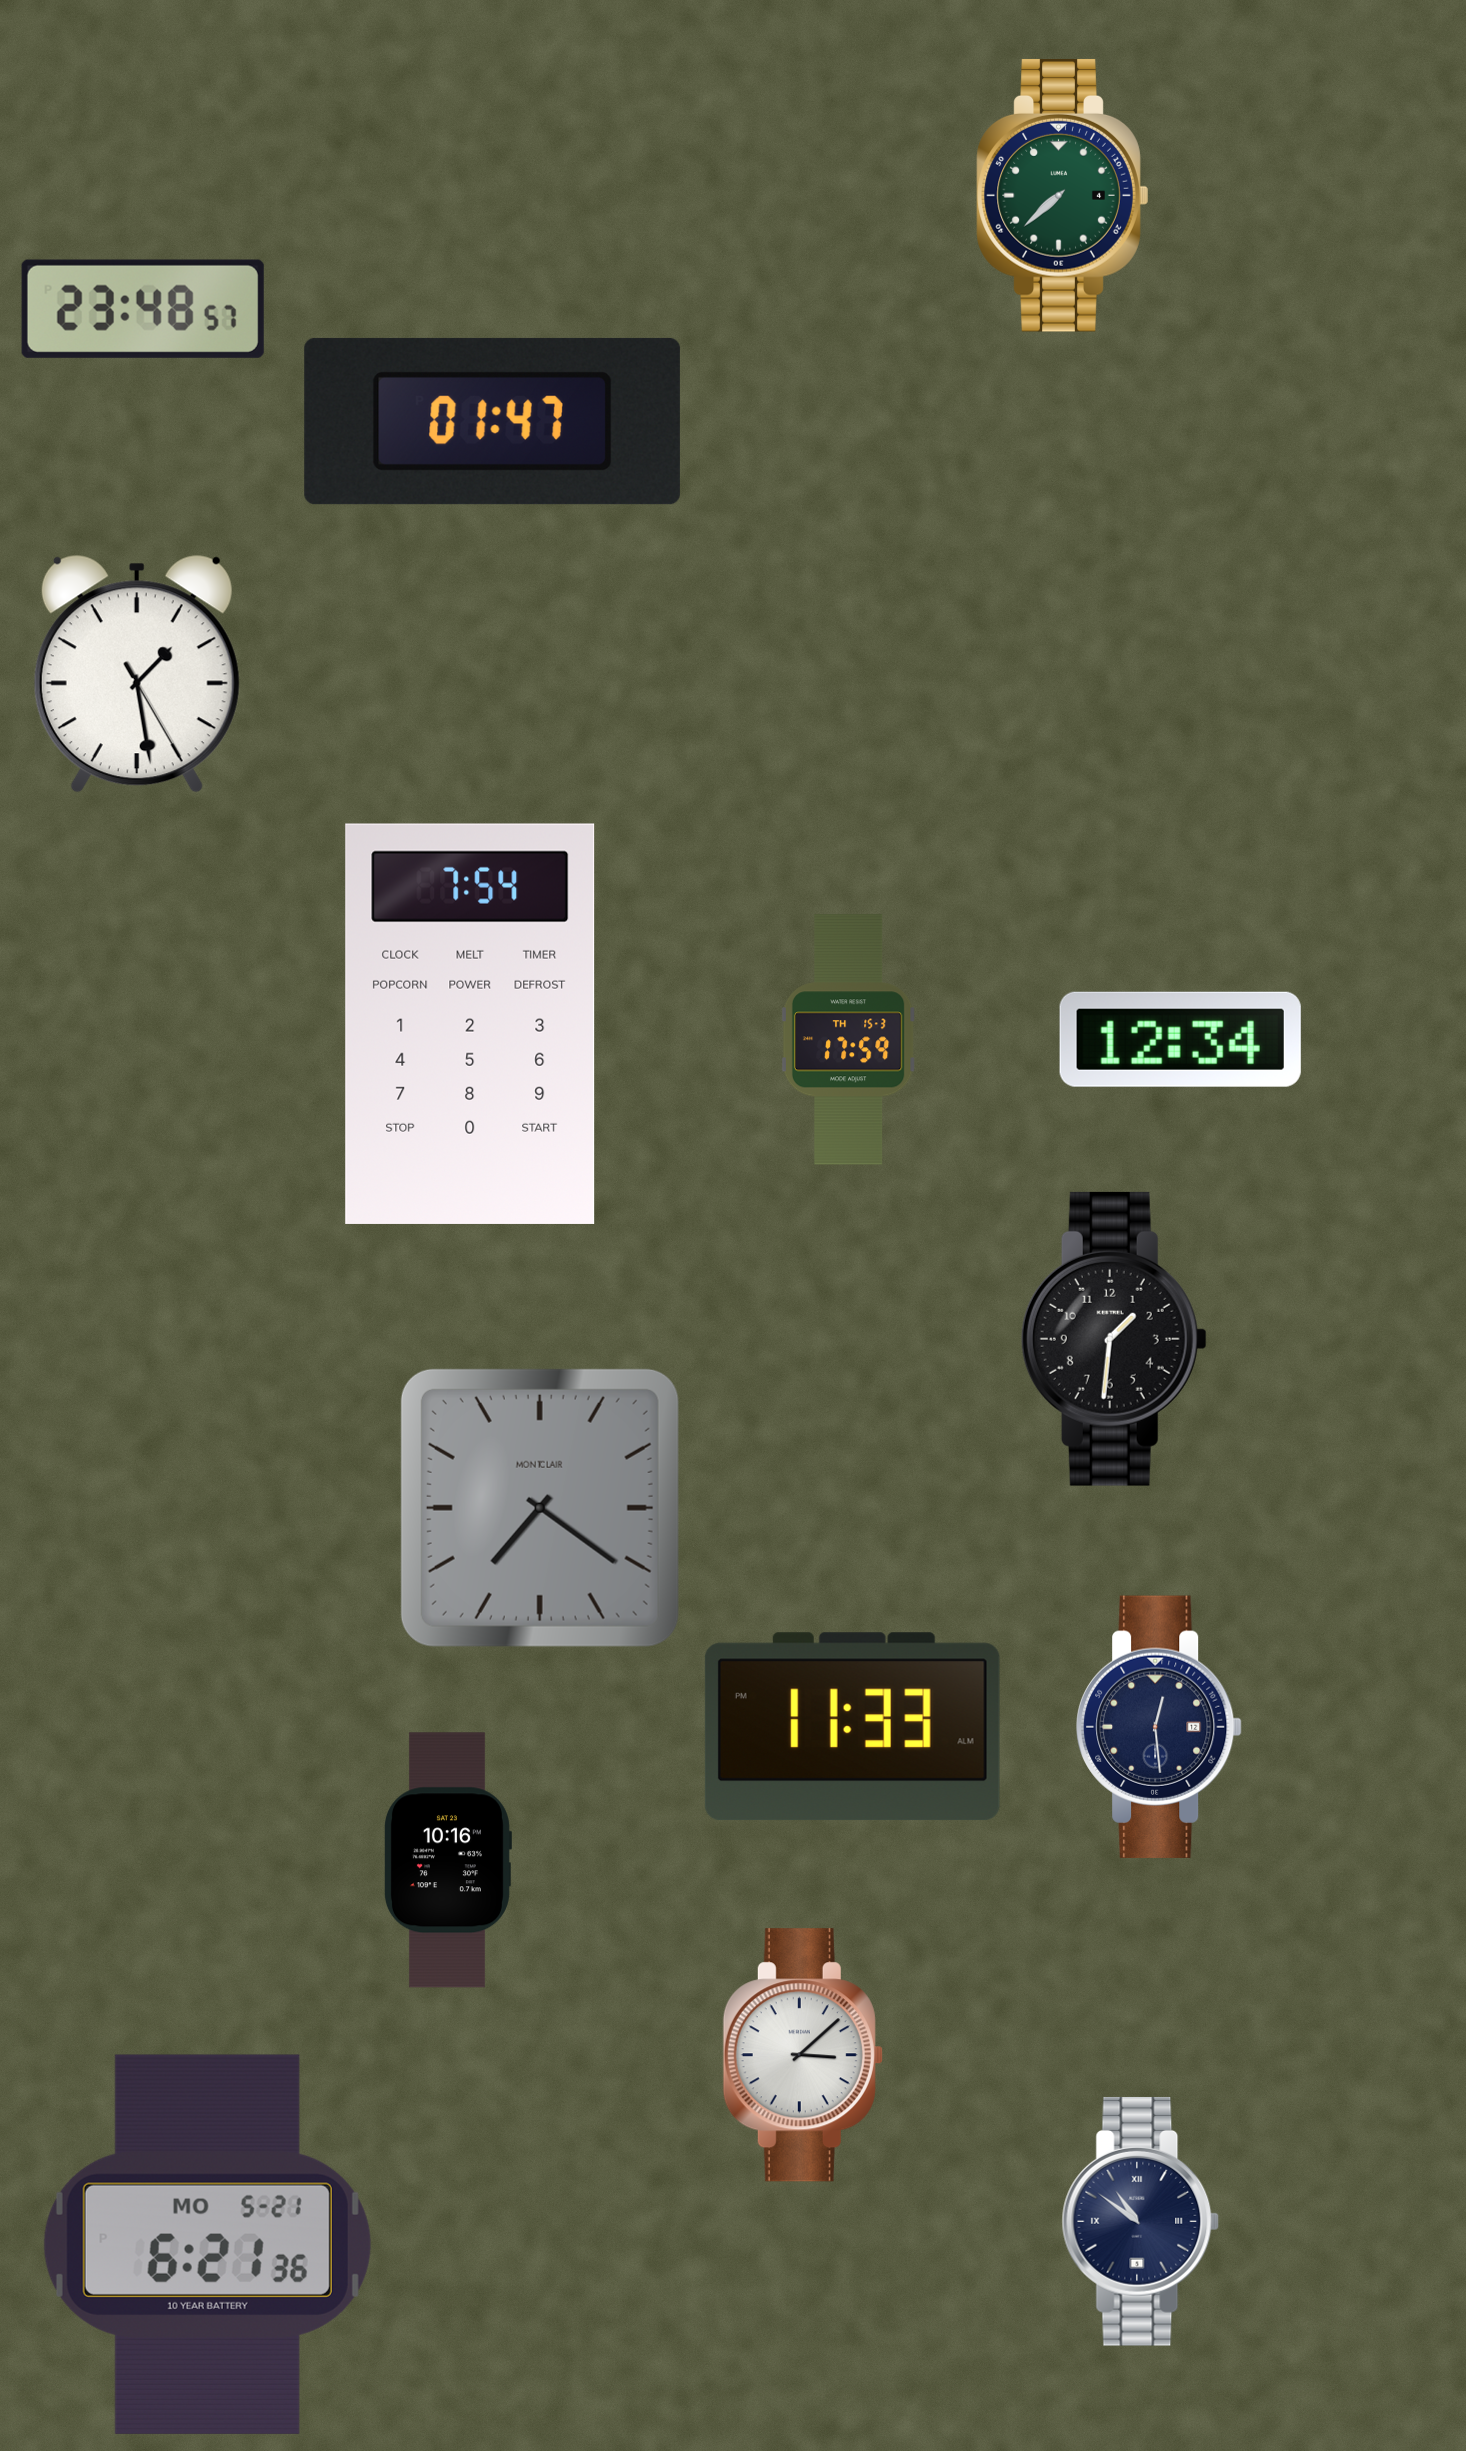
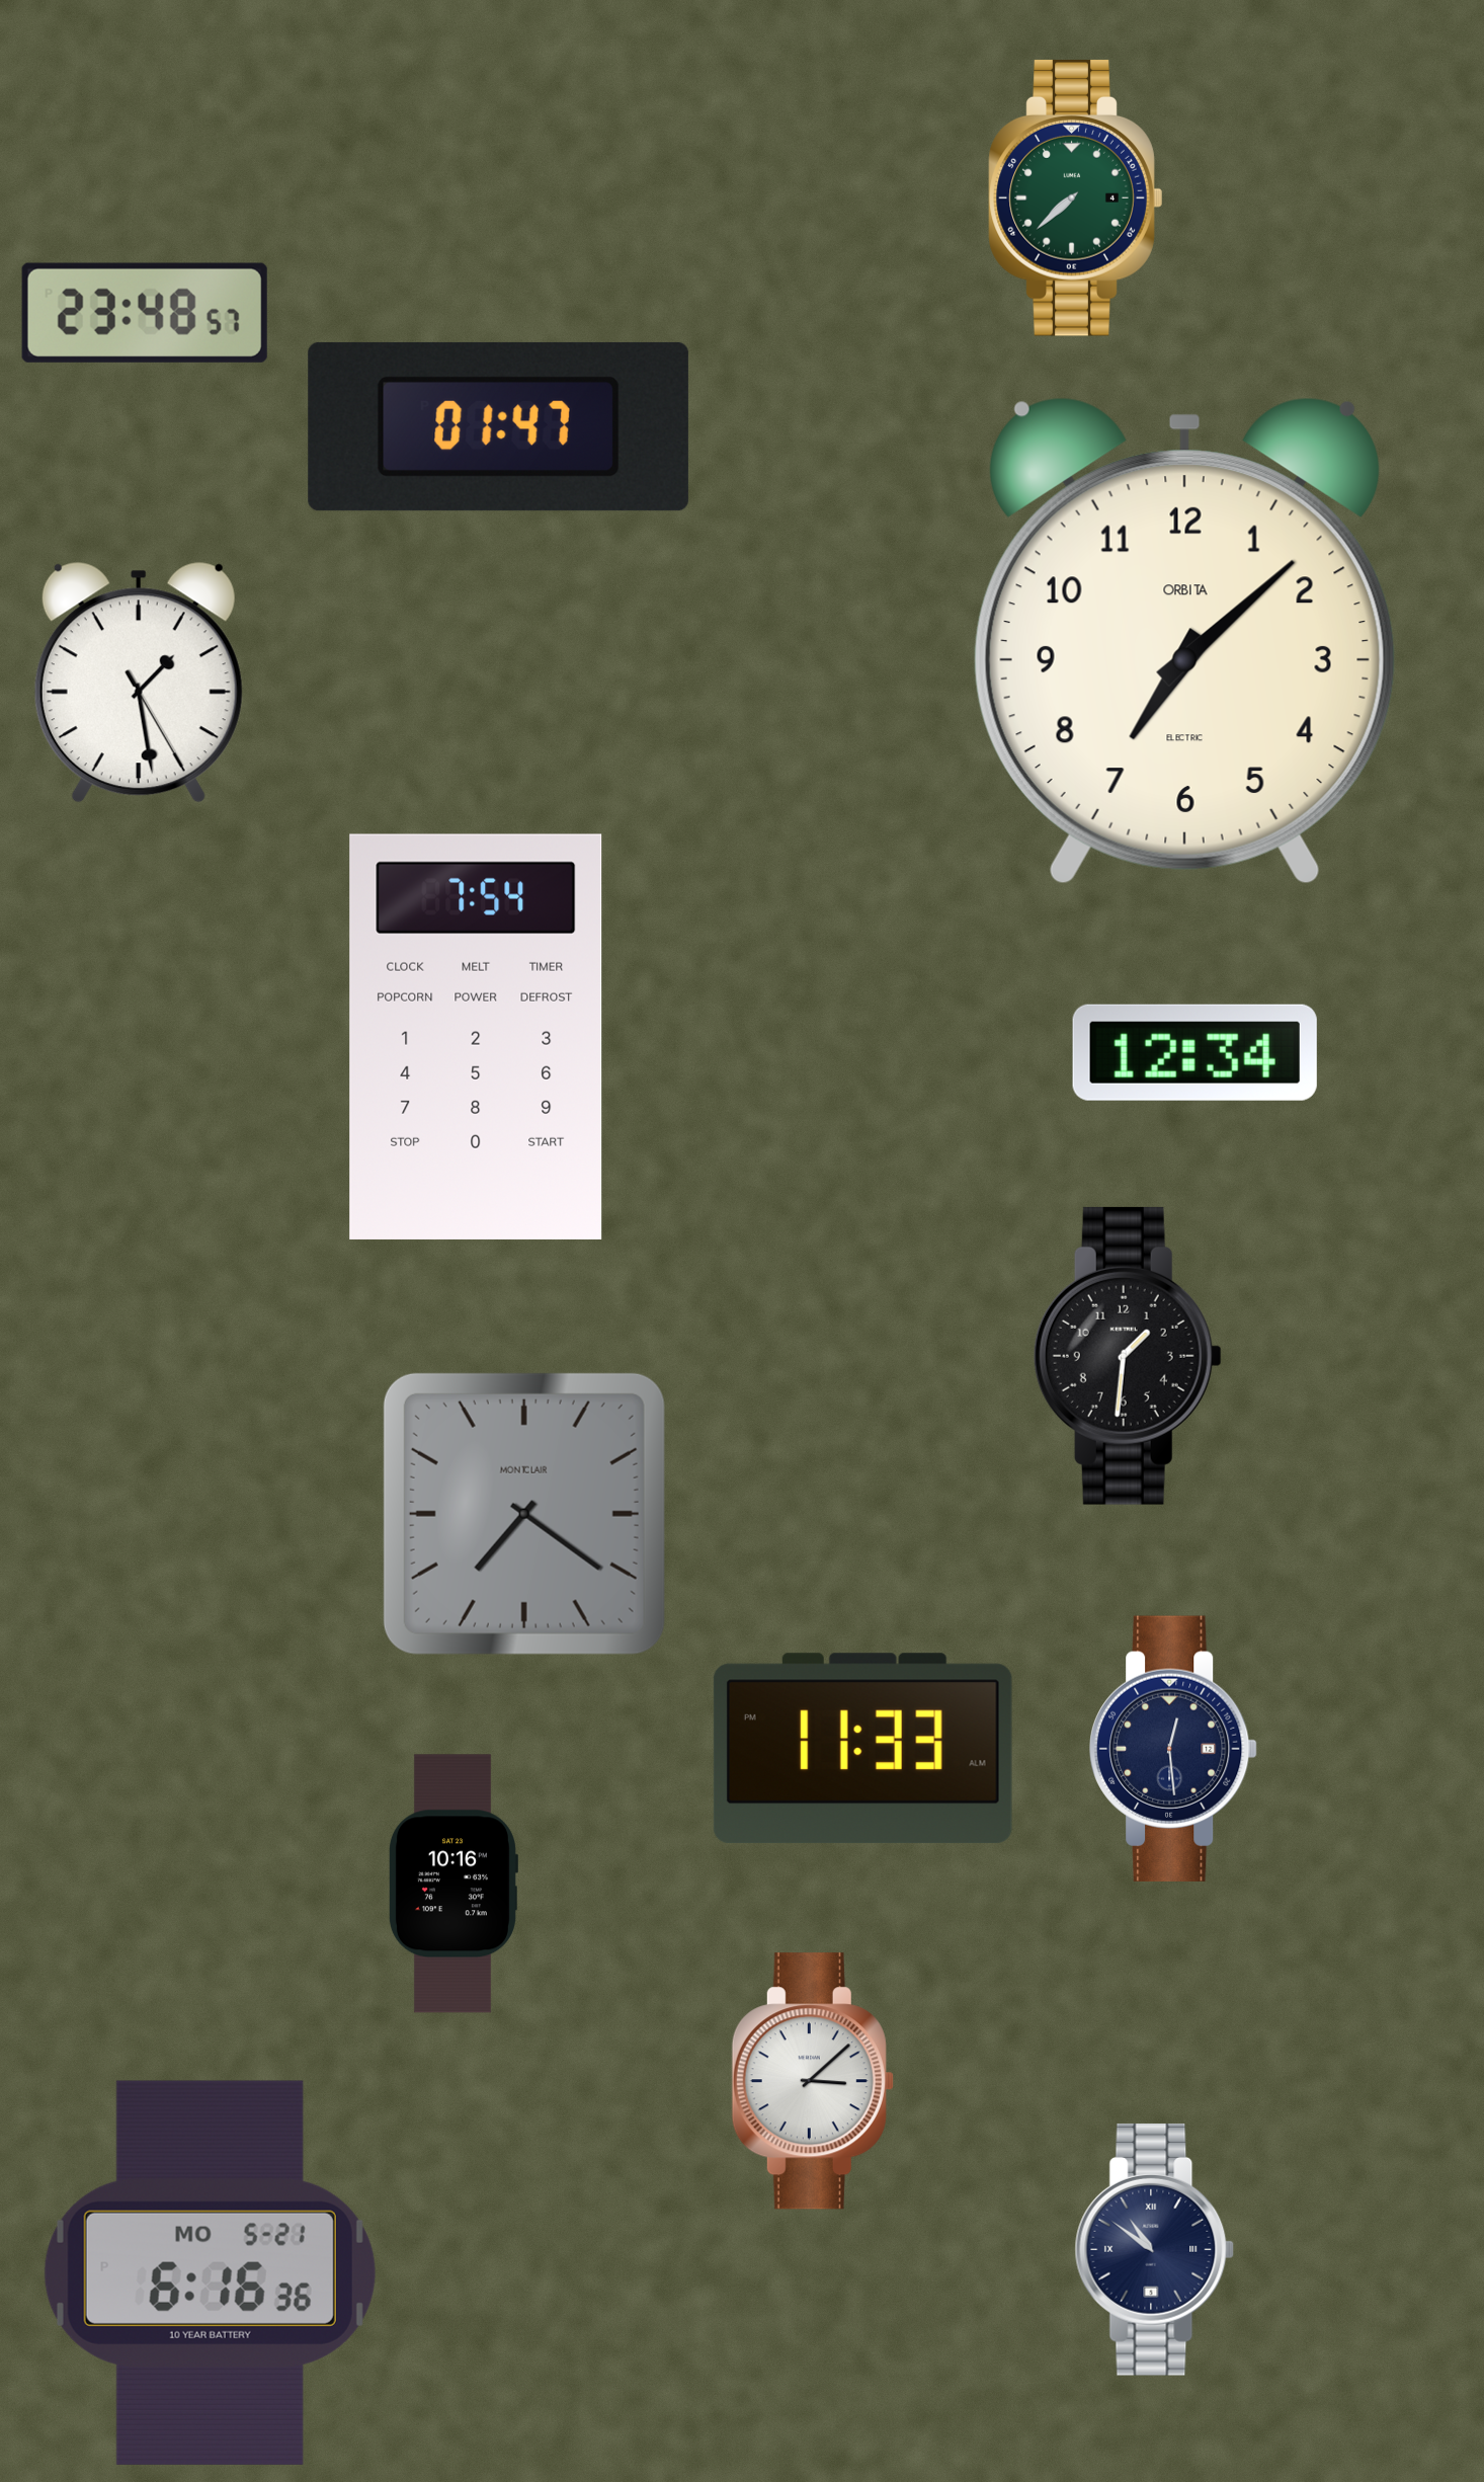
clock at (1184, 641): none -> 7:08
clock at (849, 1040): 17:59 -> none
clock at (540, 1508) position: (540, 1508) -> (524, 1514)
clock at (207, 2244): 6:21 -> 6:16
